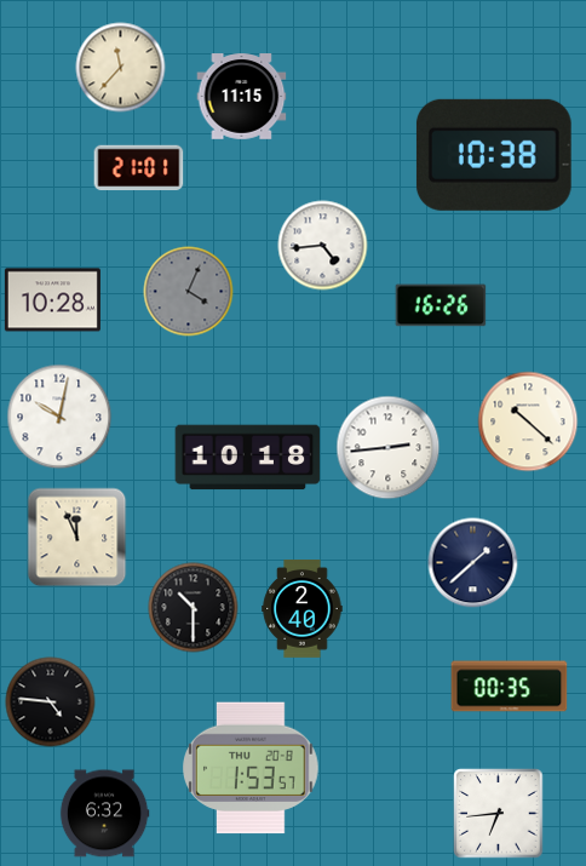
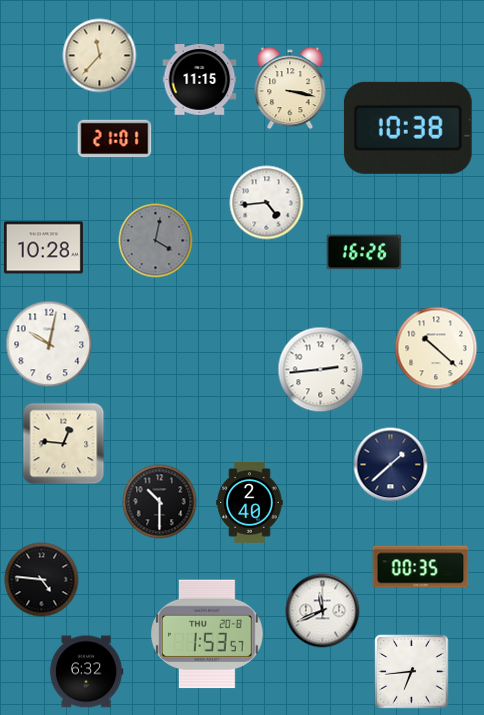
clock at (290, 88): none -> 3:17
clock at (189, 292): 4:04 -> 4:02
clock at (248, 458): 10:18 -> none
clock at (77, 538): 11:56 -> 12:46
clock at (323, 611): none -> 11:41
